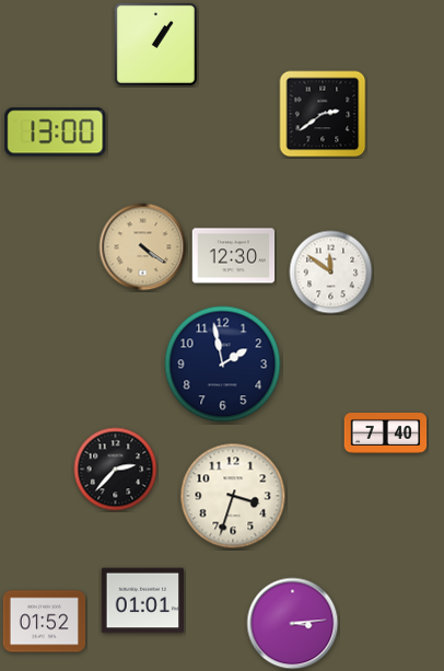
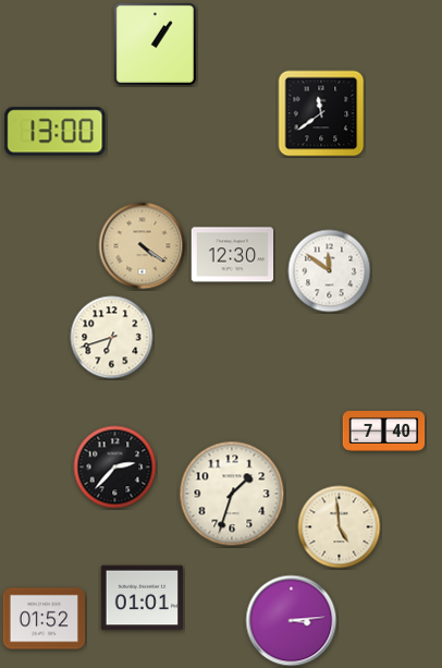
clock at (323, 114): 2:39 -> 11:39
clock at (112, 338): none -> 6:42
clock at (223, 365): 1:58 -> none
clock at (233, 496): 3:33 -> 1:33
clock at (340, 527): none -> 4:59
